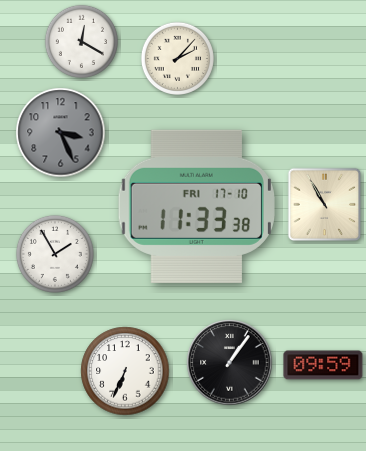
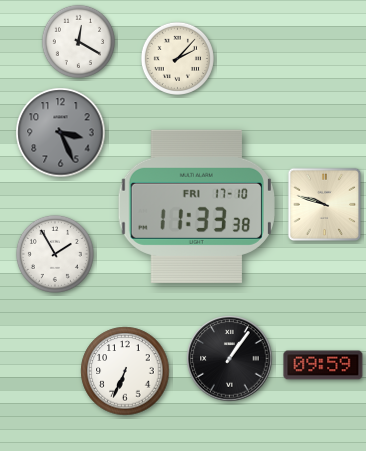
clock at (81, 41) position: (81, 41) -> (78, 41)
clock at (325, 205): 10:55 -> 9:48
clock at (230, 363) position: (230, 363) -> (230, 359)
